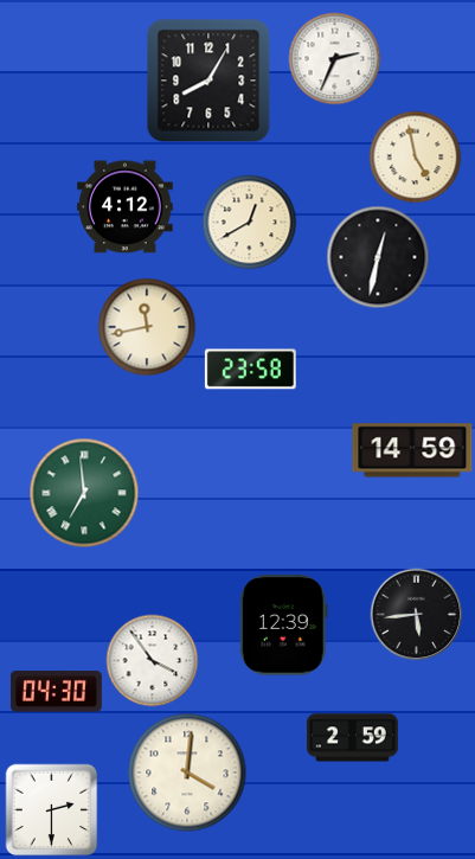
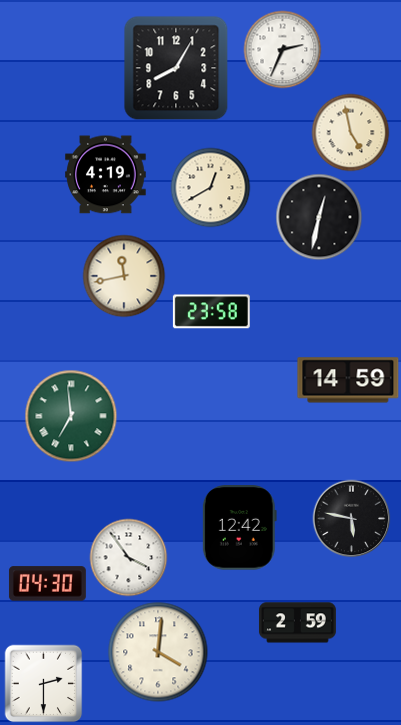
clock at (126, 207): 4:12 -> 4:19
clock at (416, 614): 5:44 -> 5:47
clock at (283, 626): 12:39 -> 12:42
